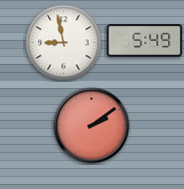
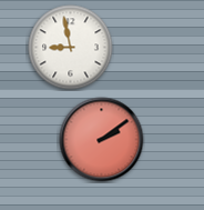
clock at (145, 41): 5:49 -> none
